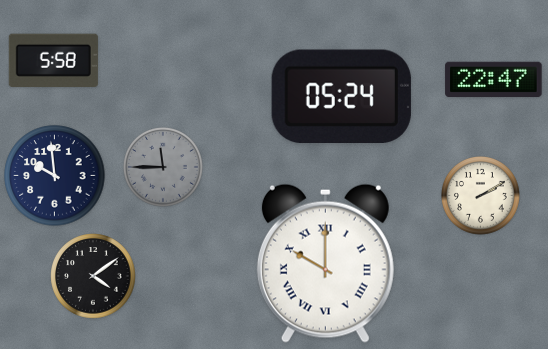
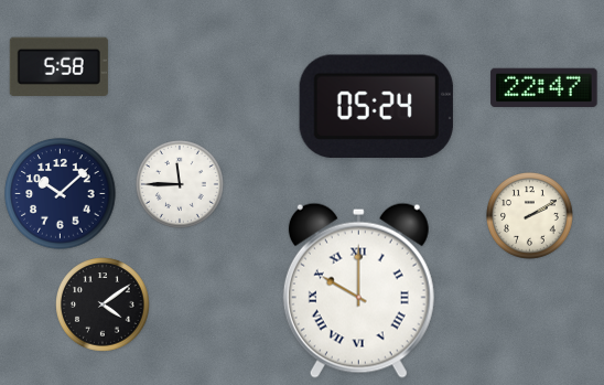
clock at (164, 168) dial: grey -> white
clock at (55, 176): 9:59 -> 10:08
